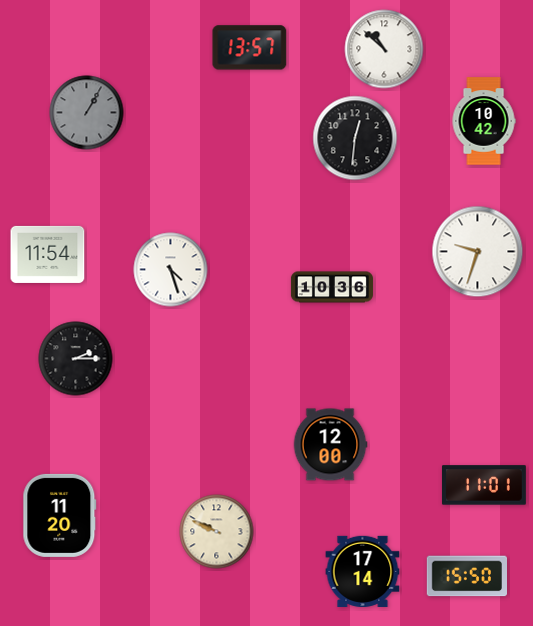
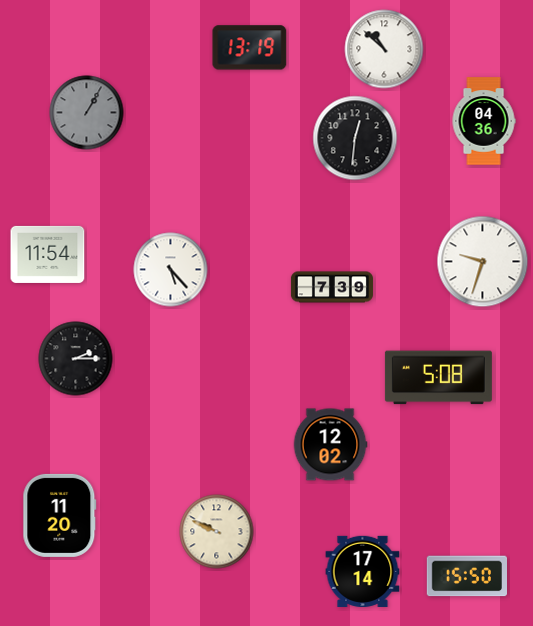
clock at (250, 48): 13:57 -> 13:19
clock at (484, 121): 10:42 -> 04:36
clock at (478, 252) position: (478, 252) -> (483, 262)
clock at (171, 270): 4:27 -> 5:23
clock at (332, 287): 10:36 -> 7:39
clock at (438, 378): none -> 5:08
clock at (330, 445): 12:00 -> 12:02
clock at (484, 485): 11:01 -> none
